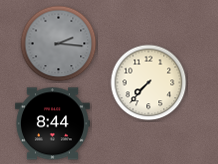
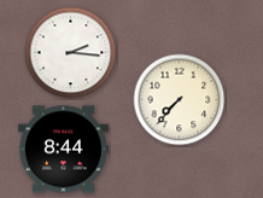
clock at (59, 44) dial: grey -> white
